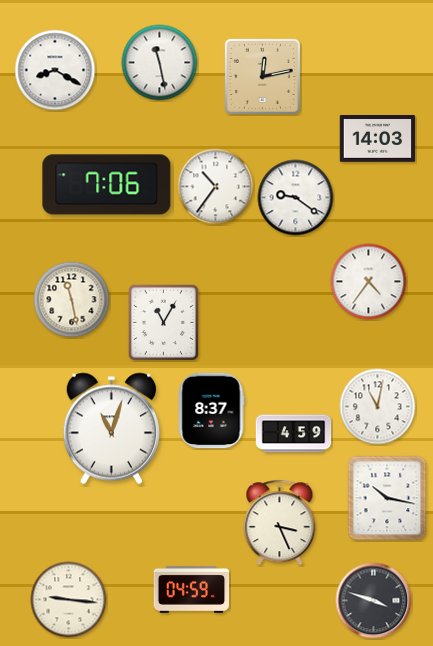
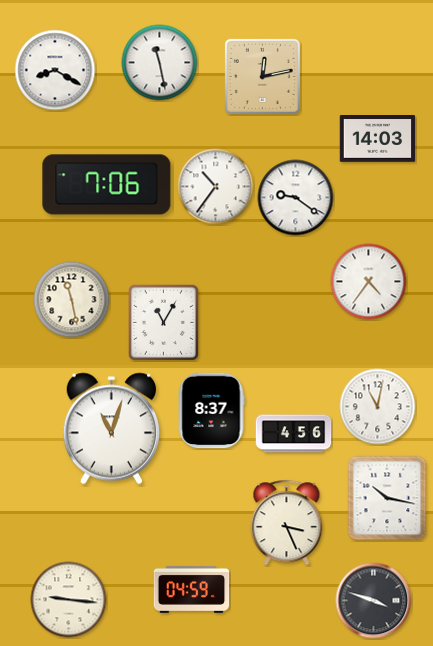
clock at (294, 434): 4:59 -> 4:56
clock at (280, 523) position: (280, 523) -> (287, 523)
